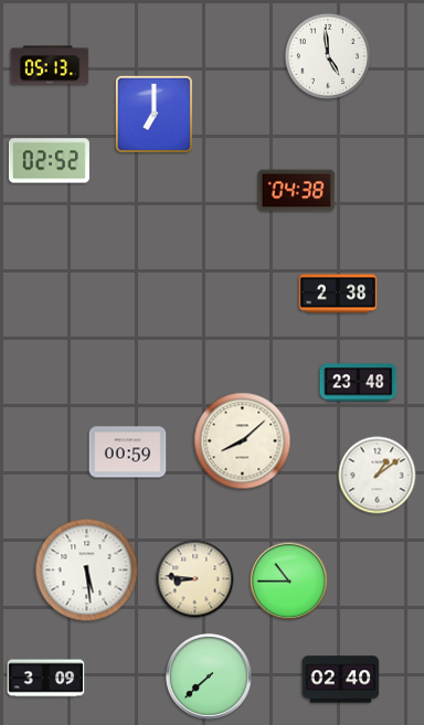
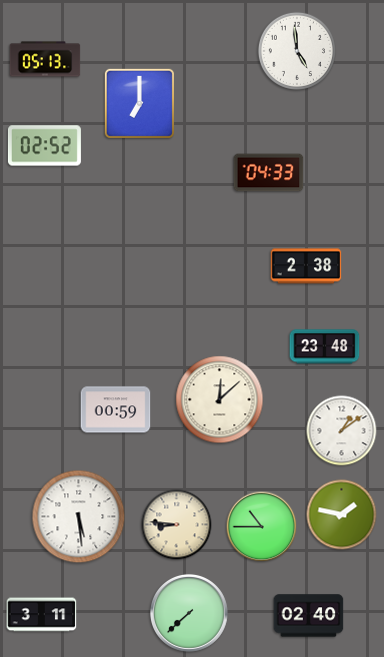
clock at (297, 191): 04:38 -> 04:33
clock at (243, 441): 8:08 -> 12:08
clock at (342, 515): none -> 1:47
clock at (46, 679): 3:09 -> 3:11
